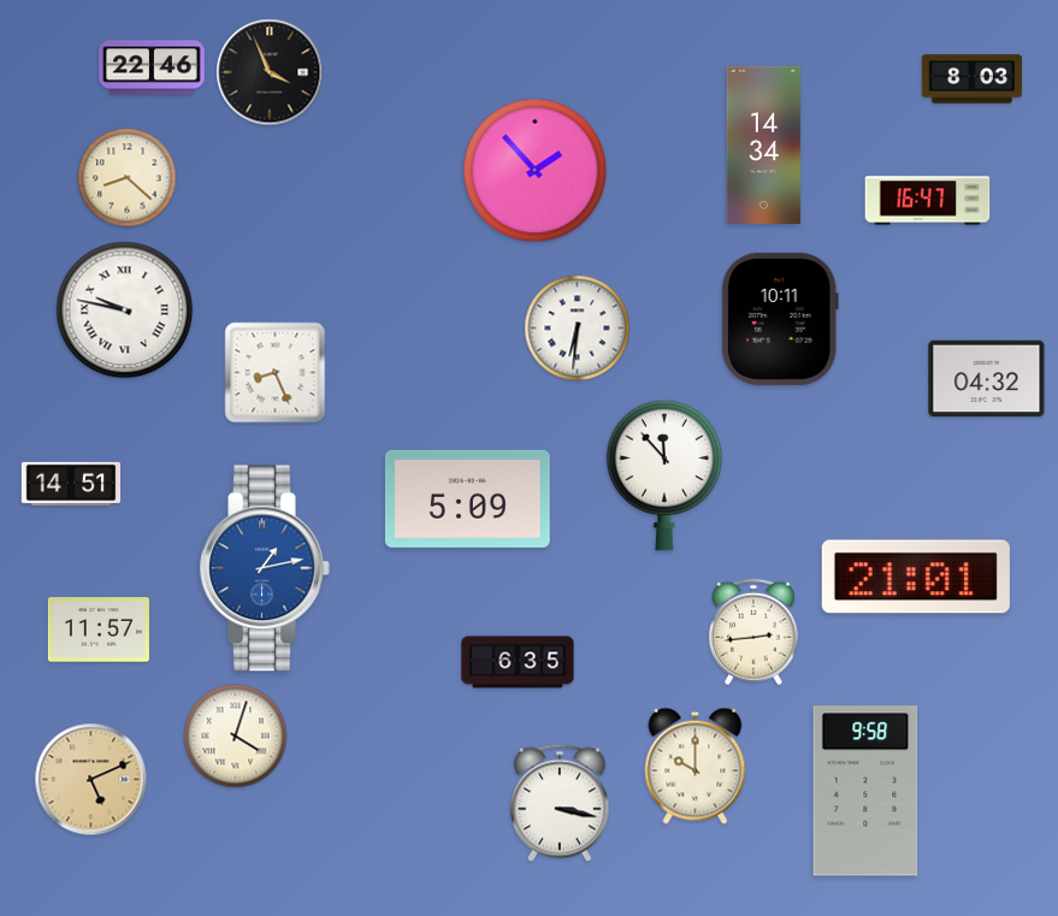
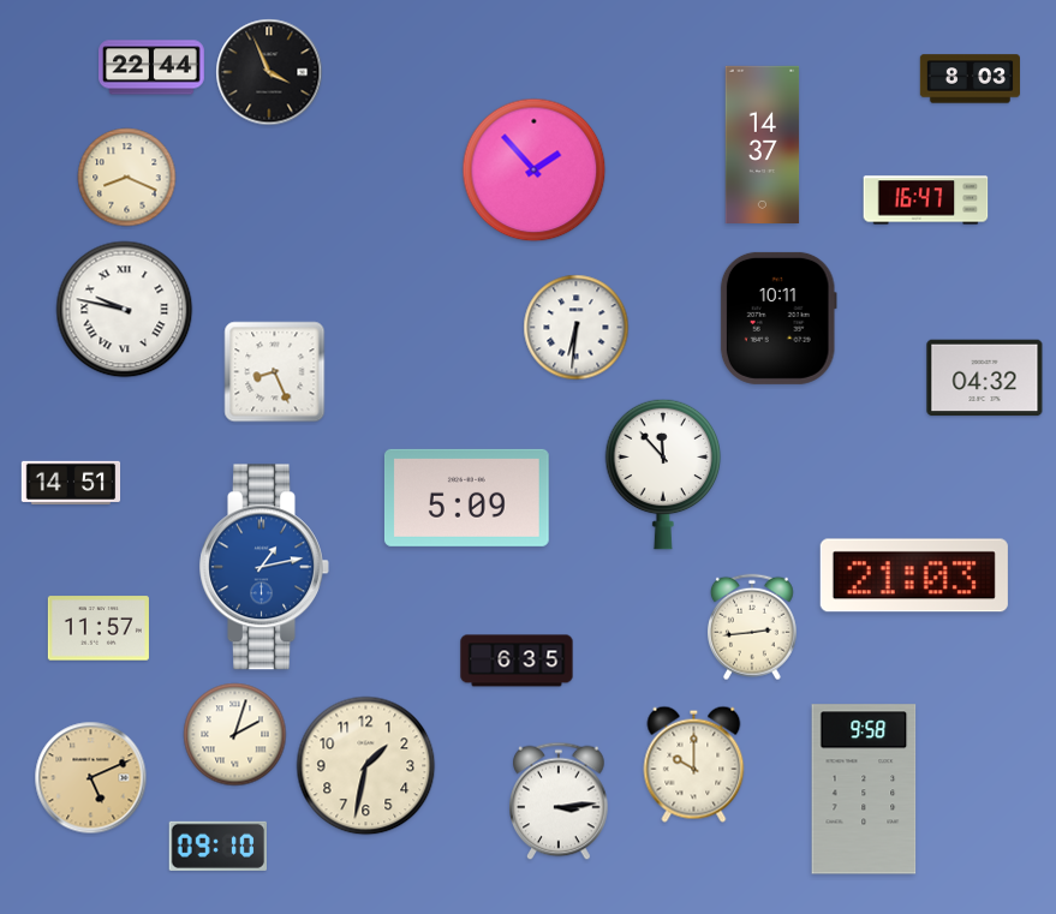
clock at (152, 67): 22:46 -> 22:44
clock at (764, 144): 14:34 -> 14:37
clock at (128, 178): 8:22 -> 8:19
clock at (916, 577): 21:01 -> 21:03
clock at (753, 632) position: (753, 632) -> (752, 627)
clock at (236, 737): 4:03 -> 2:03
clock at (366, 766): none -> 1:32
clock at (560, 803): 3:17 -> 3:14
clock at (217, 846): none -> 09:10
